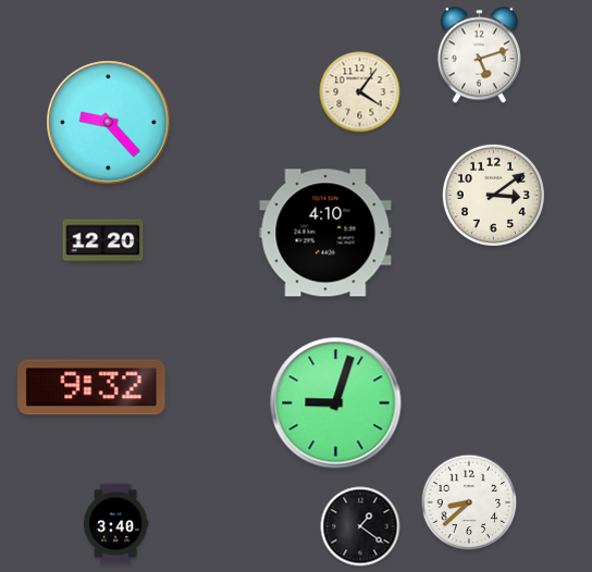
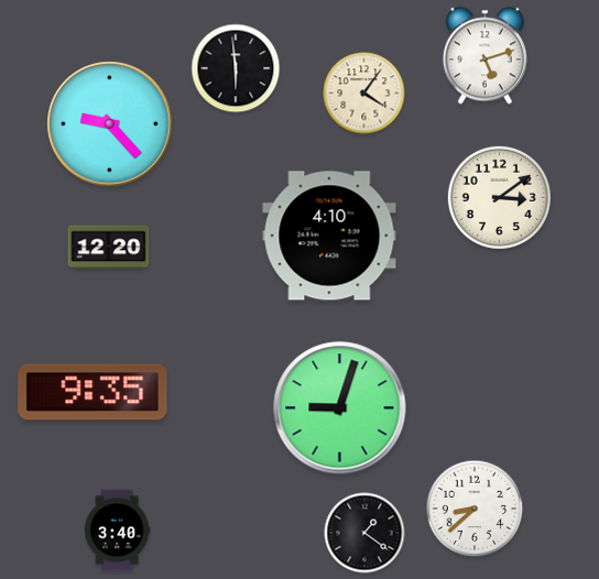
clock at (236, 68): none -> 5:59
clock at (103, 241) position: (103, 241) -> (109, 248)
clock at (91, 387): 9:32 -> 9:35
